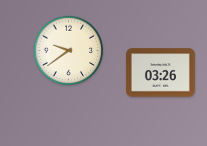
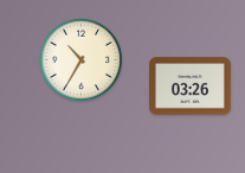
clock at (69, 51): 9:39 -> 10:35
